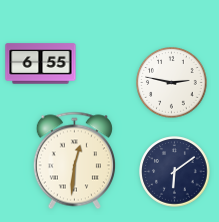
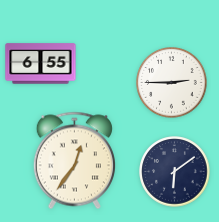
clock at (172, 83): 2:47 -> 2:45
clock at (74, 161): 12:31 -> 12:36
